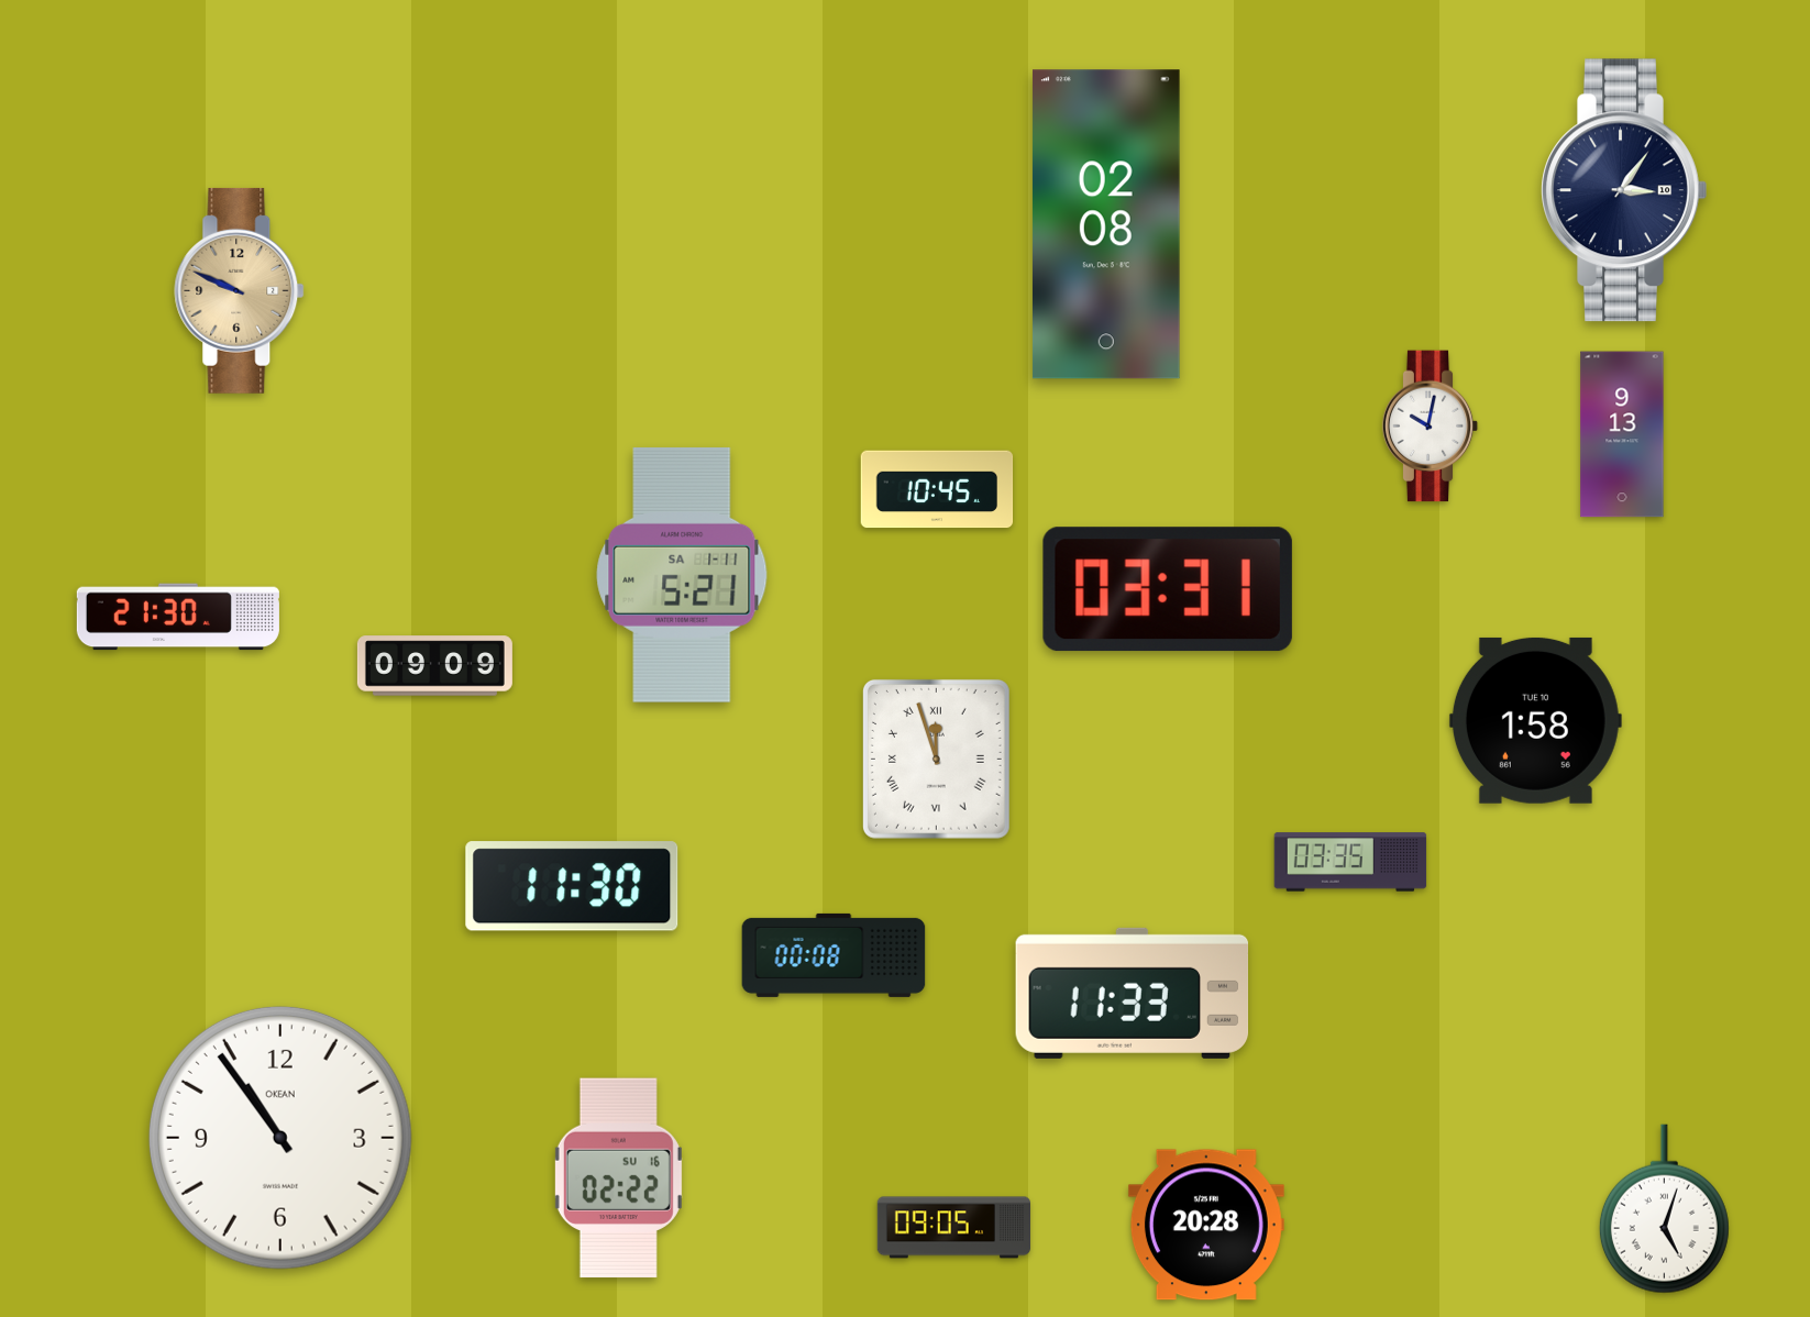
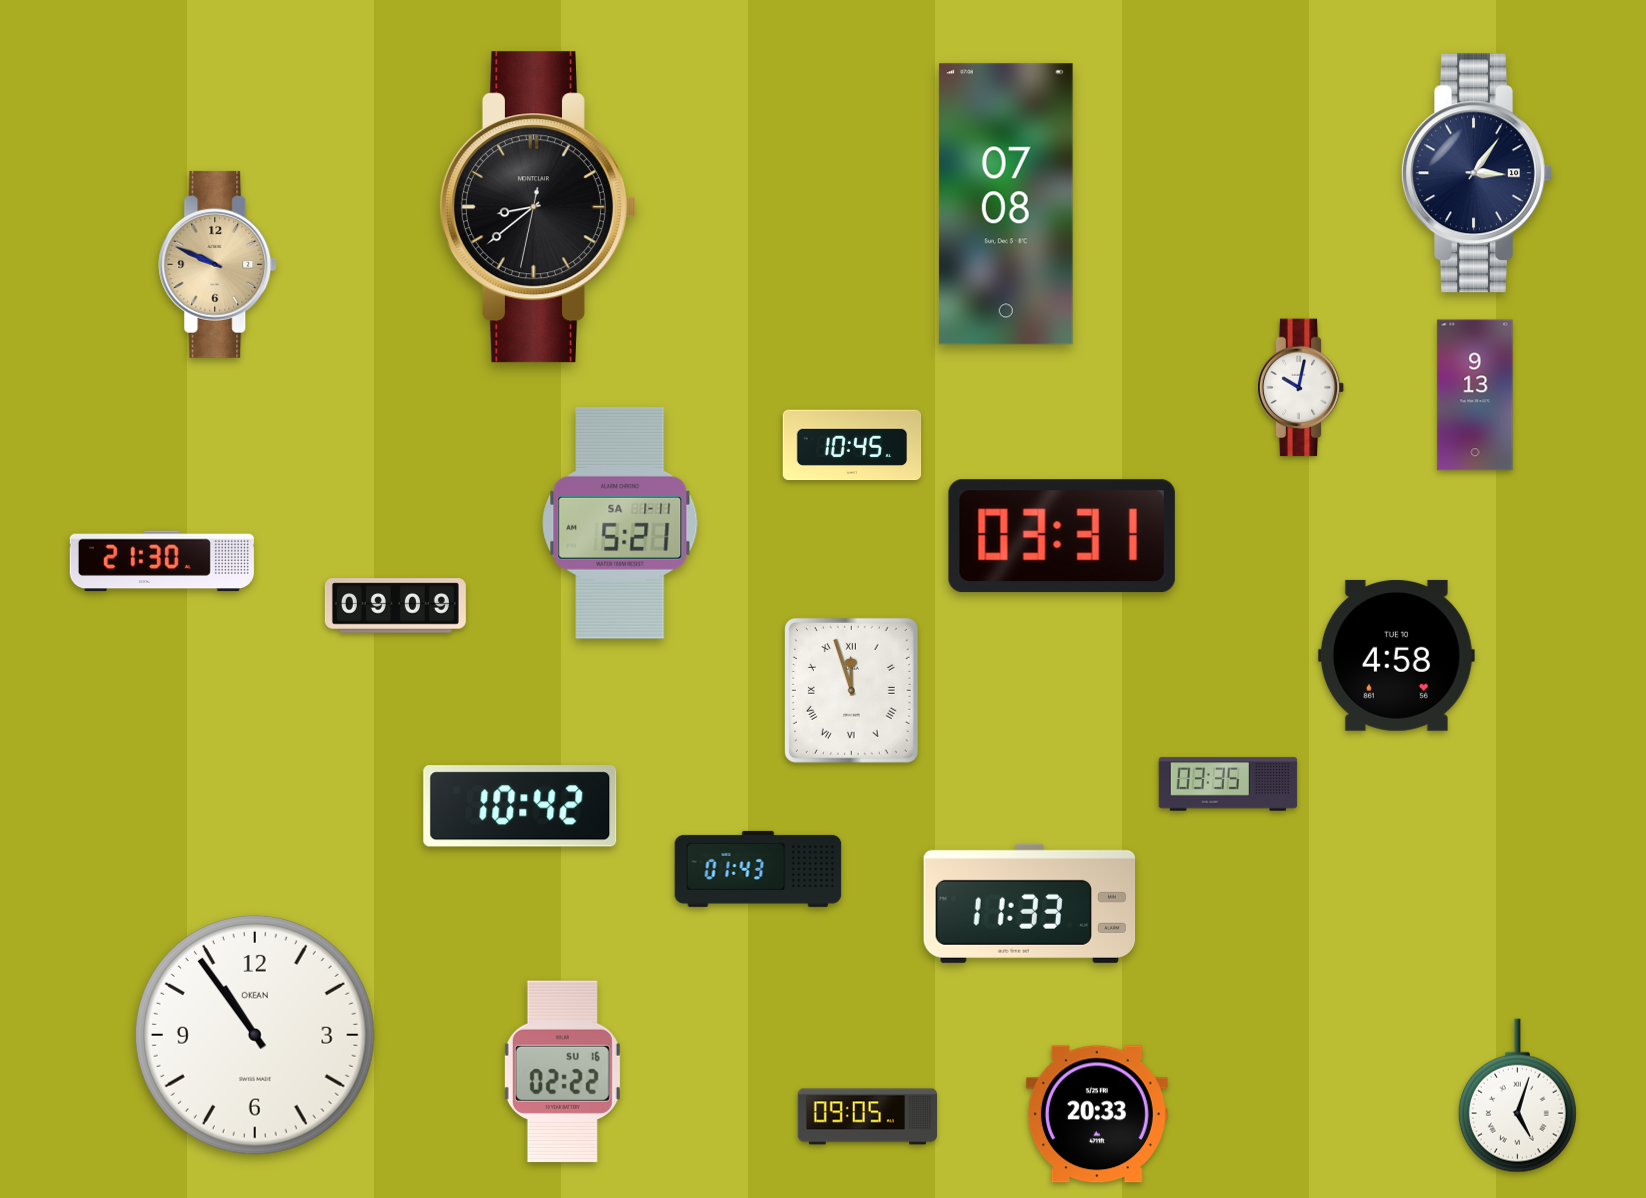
clock at (1106, 224): 02:08 -> 07:08
clock at (537, 207): none -> 8:38
clock at (1535, 720): 1:58 -> 4:58
clock at (572, 886): 11:30 -> 10:42
clock at (834, 955): 00:08 -> 01:43
clock at (1664, 1209) position: (1664, 1209) -> (1517, 1096)
clock at (1206, 1225): 20:28 -> 20:33
